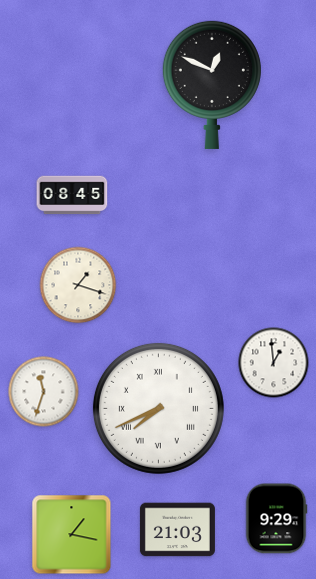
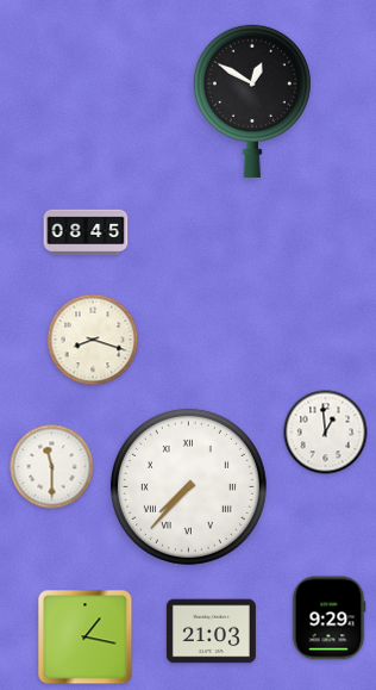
clock at (212, 84): 12:49 -> 12:50
clock at (78, 285): 1:18 -> 8:18
clock at (44, 392): 11:33 -> 11:30
clock at (158, 408): 7:41 -> 7:37
